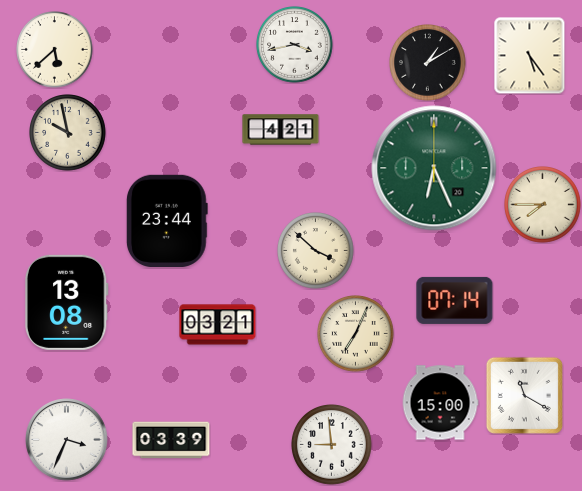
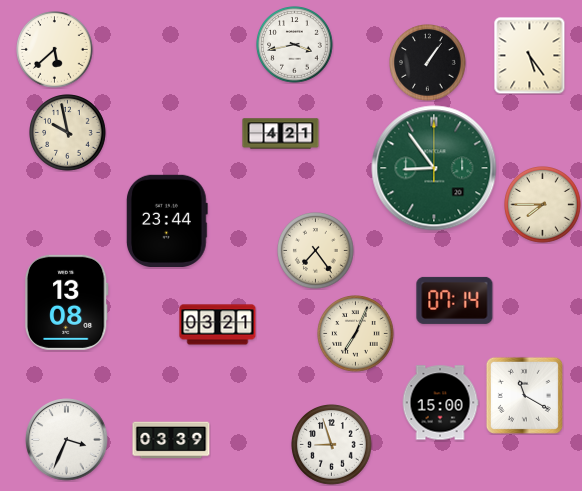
clock at (428, 63): 1:10 -> 1:06
clock at (281, 130) position: (281, 130) -> (281, 134)
clock at (434, 168): 6:26 -> 8:54
clock at (316, 251): 3:52 -> 7:24
clock at (332, 445): 8:59 -> 8:57
